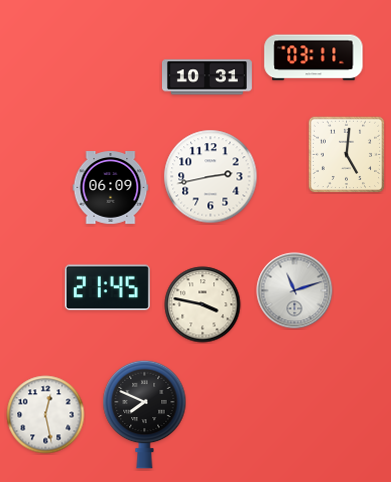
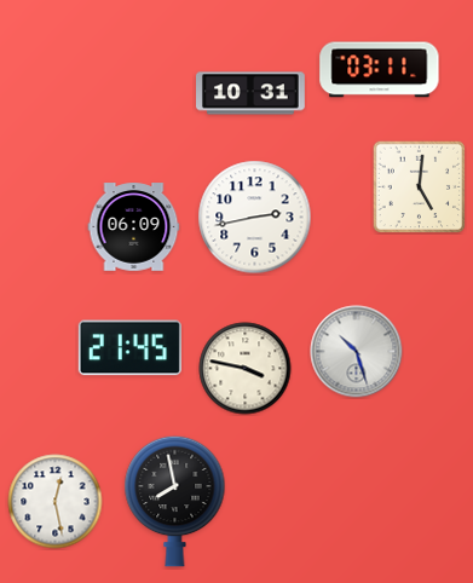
clock at (211, 177) position: (211, 177) -> (255, 218)
clock at (295, 291): 11:12 -> 10:27
clock at (145, 414): 7:49 -> 7:58
